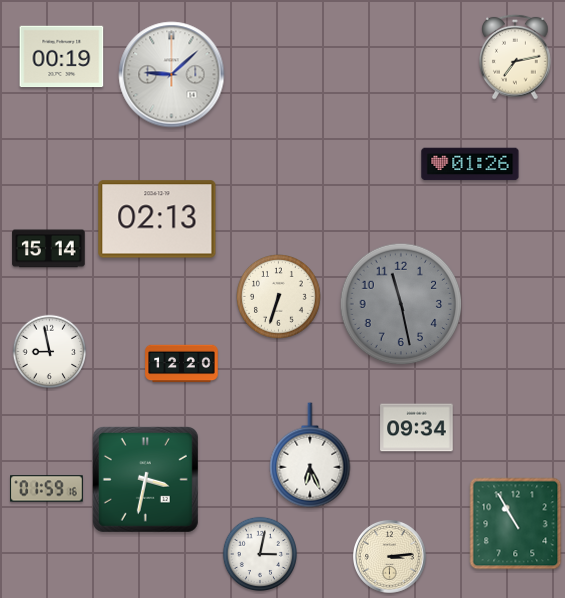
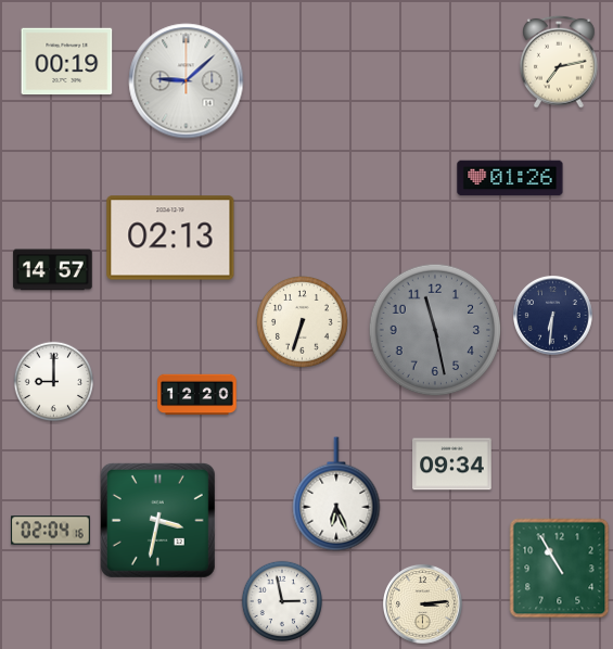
clock at (49, 249): 15:14 -> 14:57
clock at (553, 316): none -> 6:31
clock at (50, 352): 8:58 -> 9:00
clock at (47, 489): 01:59 -> 02:04
clock at (260, 554): 3:02 -> 2:58
